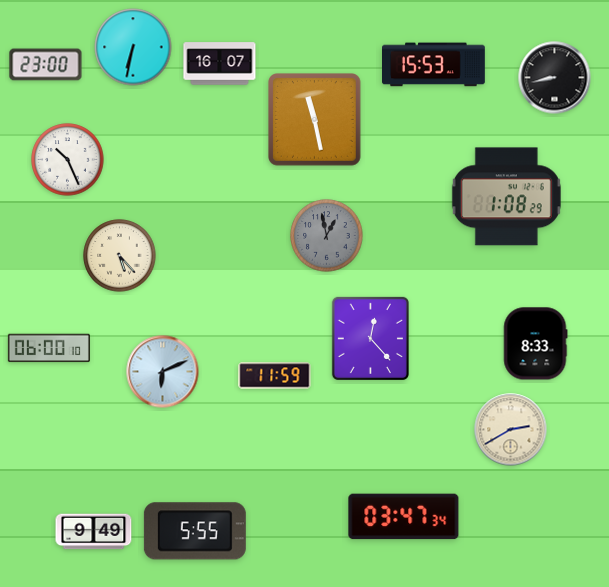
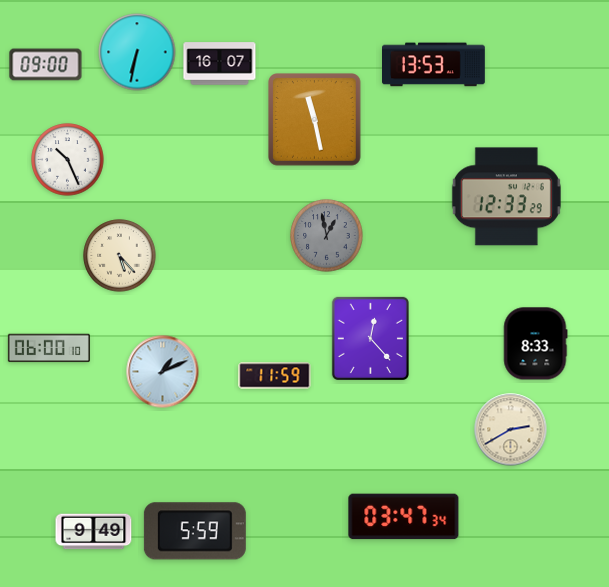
clock at (133, 47) position: (133, 47) -> (137, 52)
clock at (46, 65): 23:00 -> 09:00
clock at (434, 65): 15:53 -> 13:53
clock at (555, 78): 8:43 -> none
clock at (506, 197): 1:08 -> 12:33
clock at (163, 372): 6:11 -> 1:11
clock at (195, 531): 5:55 -> 5:59
